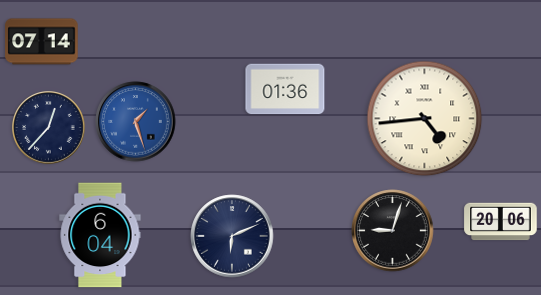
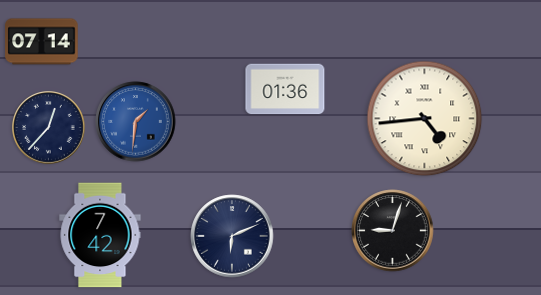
clock at (136, 122): 1:27 -> 1:31
clock at (501, 222): 20:06 -> none
clock at (100, 235): 6:04 -> 7:42
